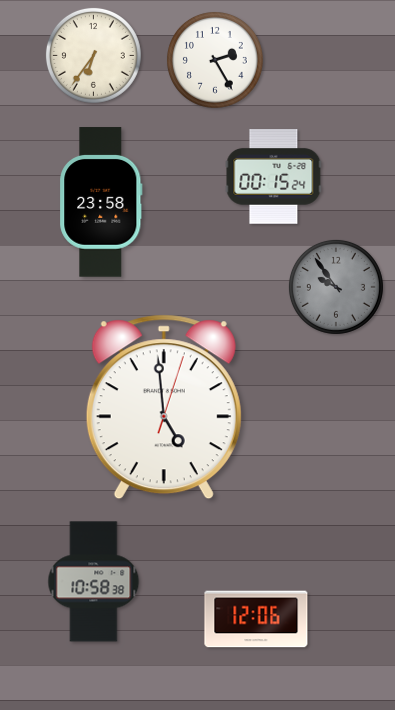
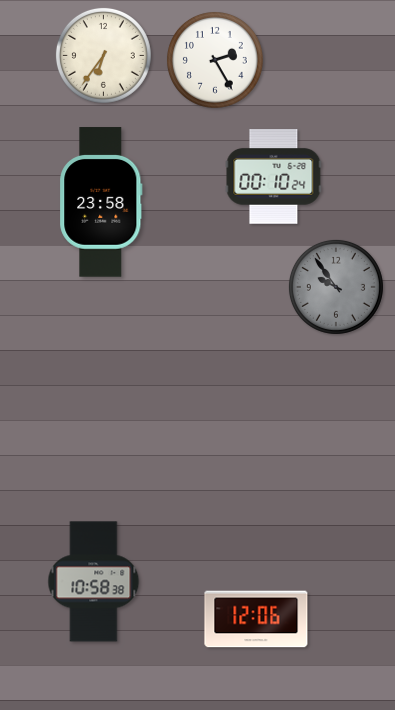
clock at (93, 55) position: (93, 55) -> (103, 55)
clock at (274, 177): 00:15 -> 00:10
clock at (164, 407): 4:59 -> none
